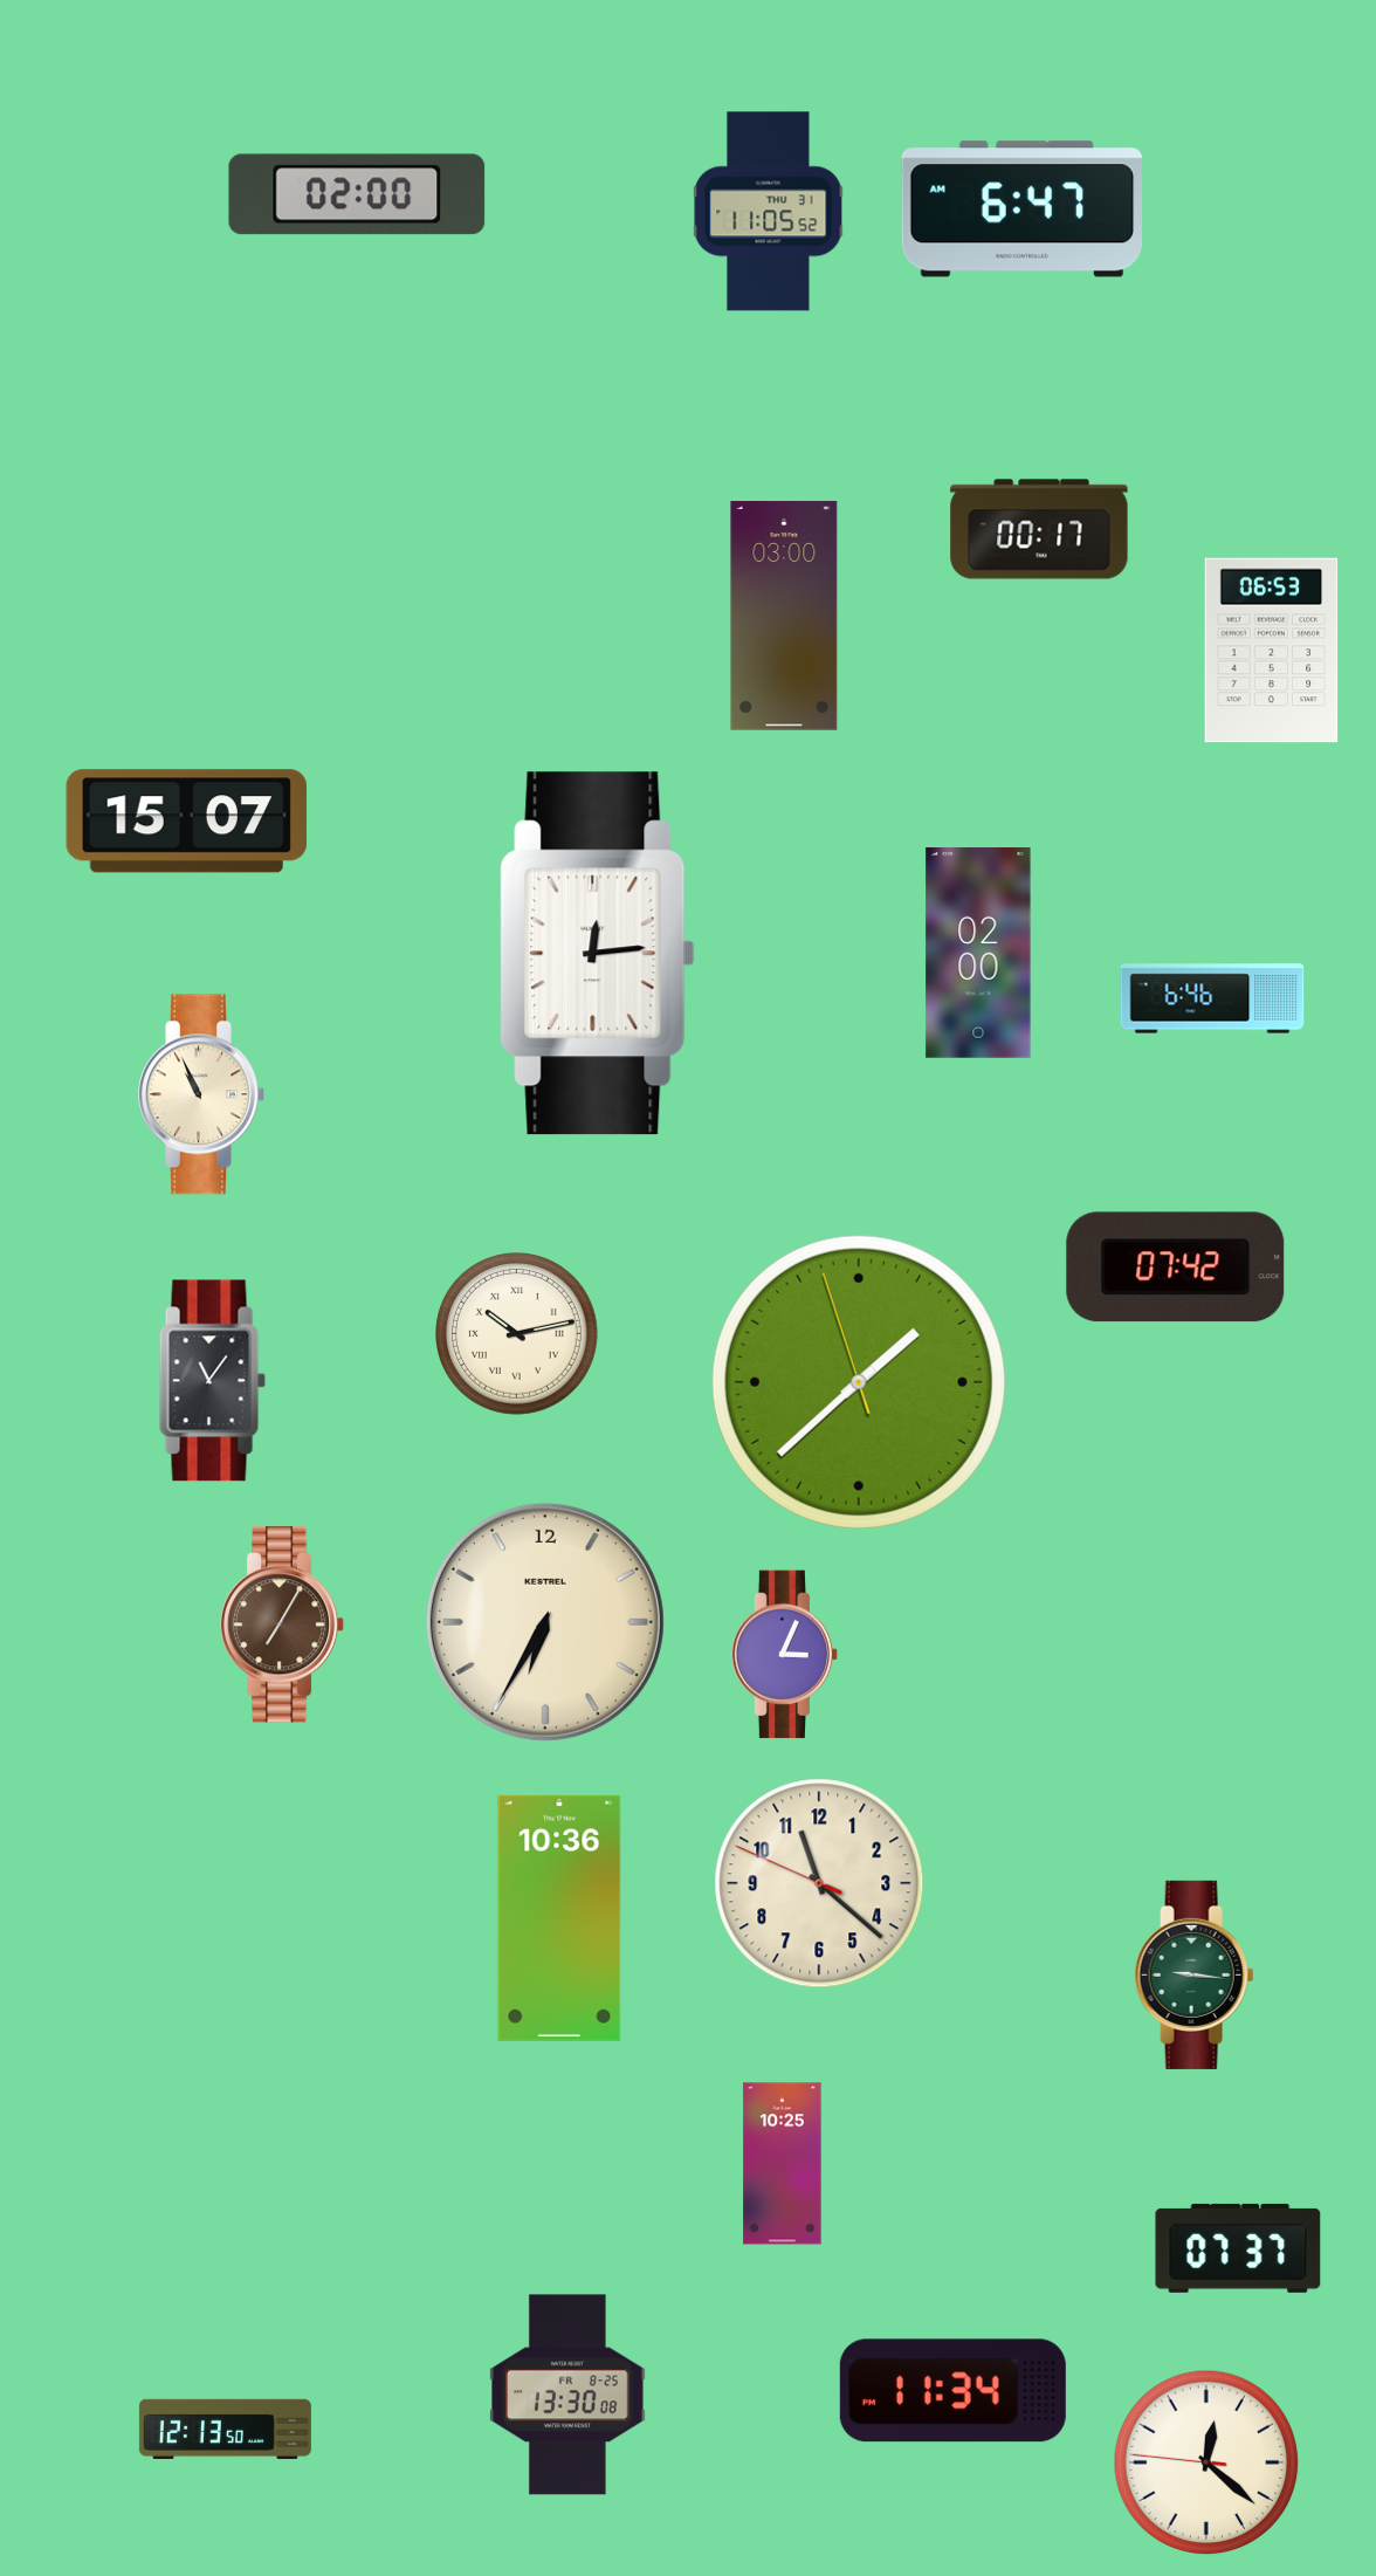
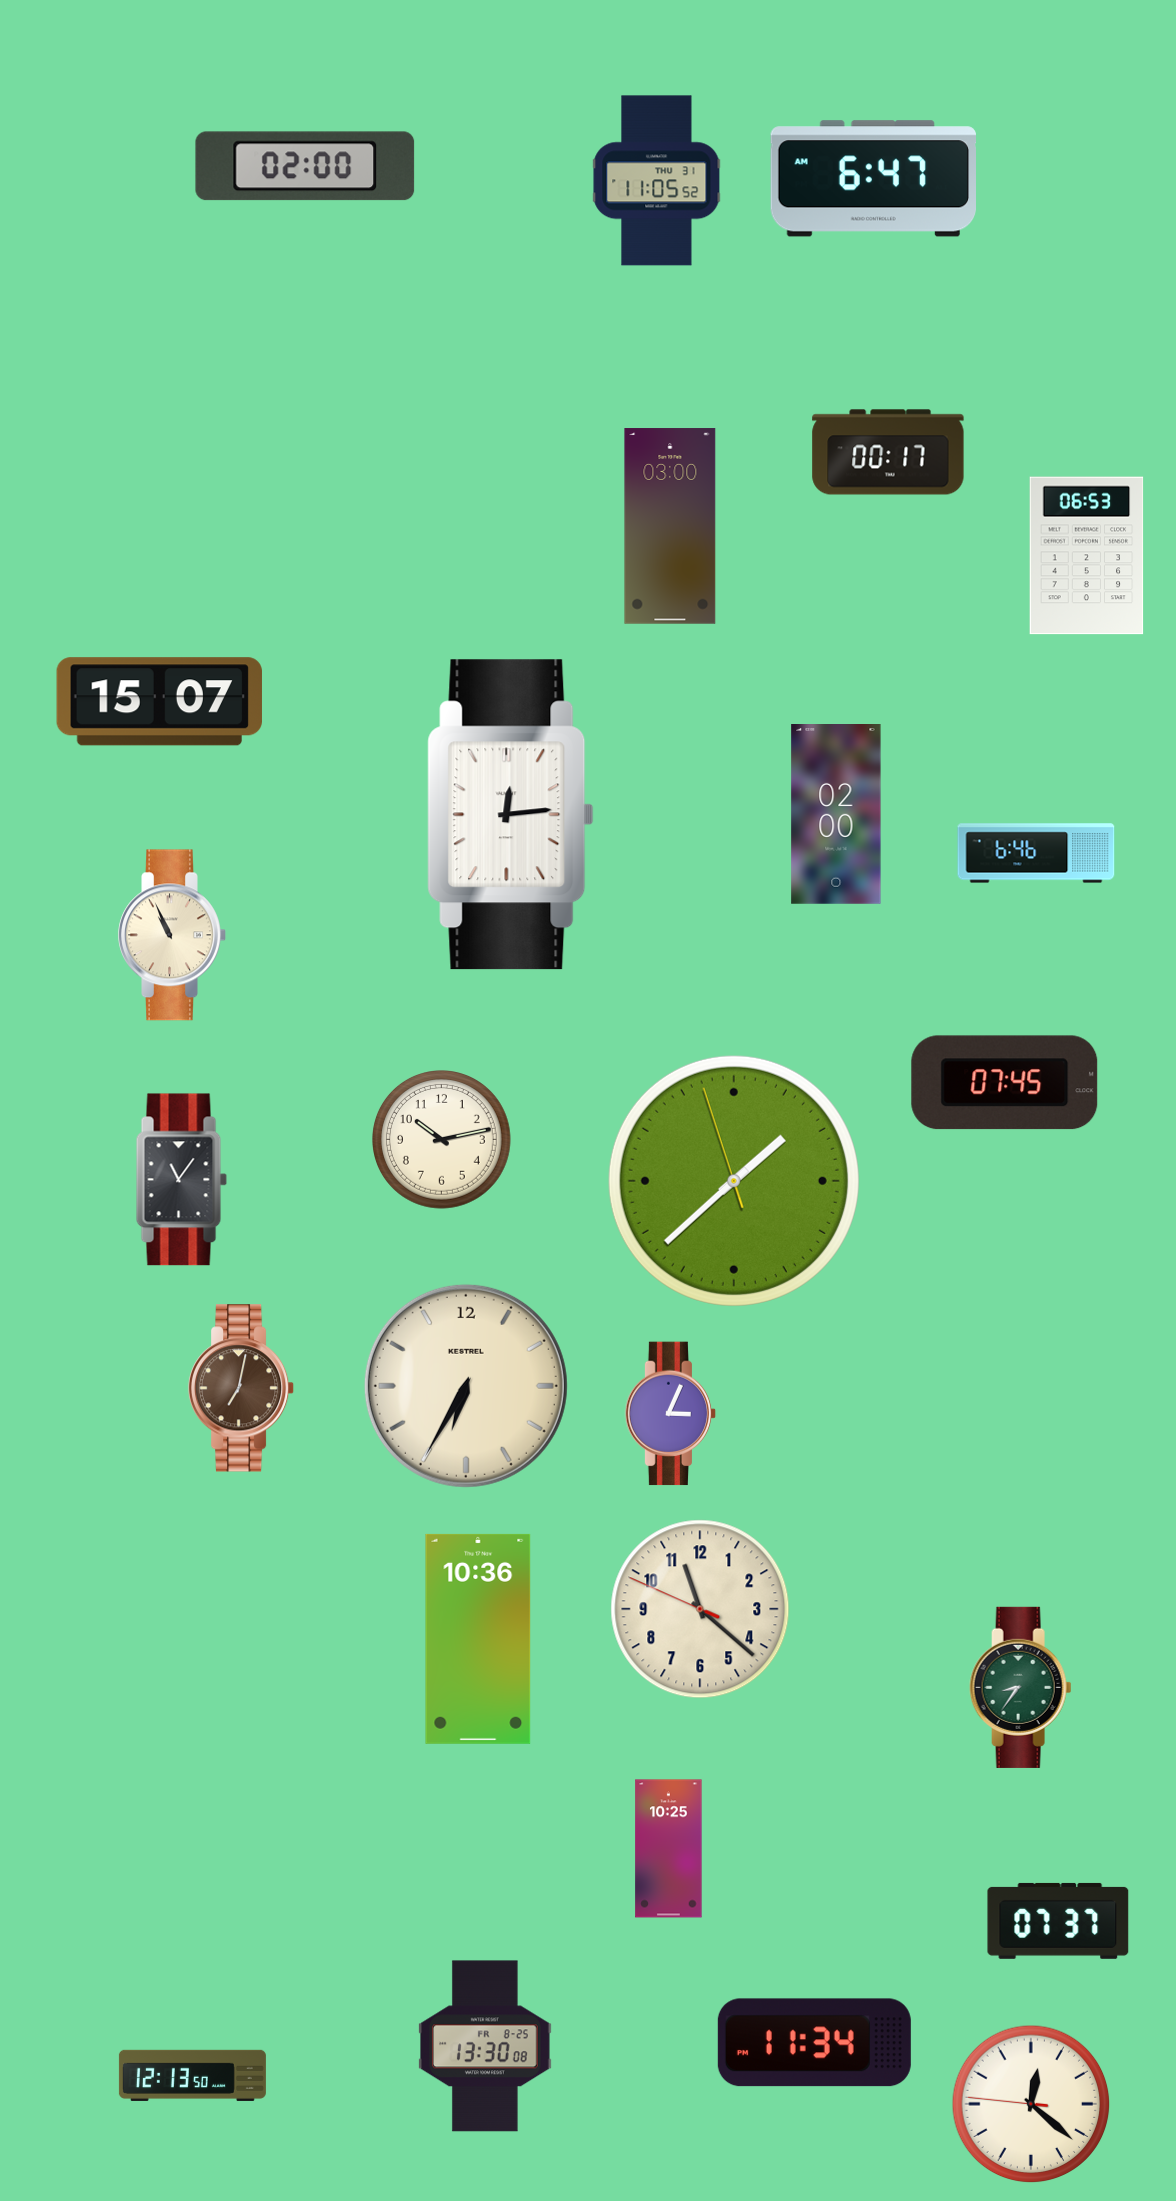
clock at (1176, 1268): 07:42 -> 07:45
clock at (517, 1334) numerals: Roman -> Arabic
clock at (282, 1624): 7:05 -> 7:02
clock at (1195, 1974): 9:16 -> 8:36
